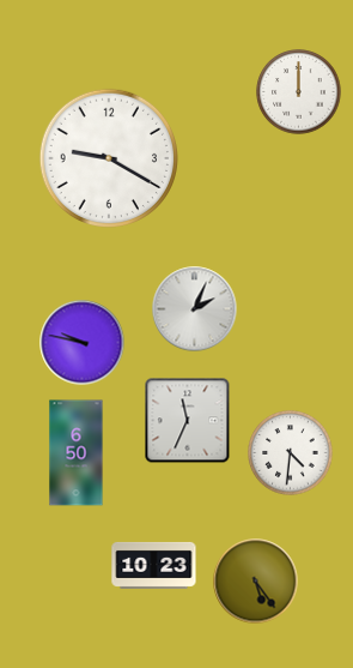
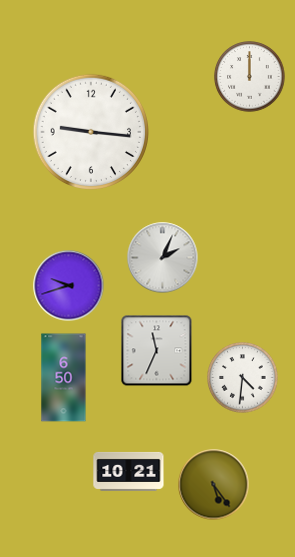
clock at (108, 157): 9:20 -> 9:16
clock at (83, 343): 9:47 -> 9:42
clock at (154, 565): 10:23 -> 10:21
